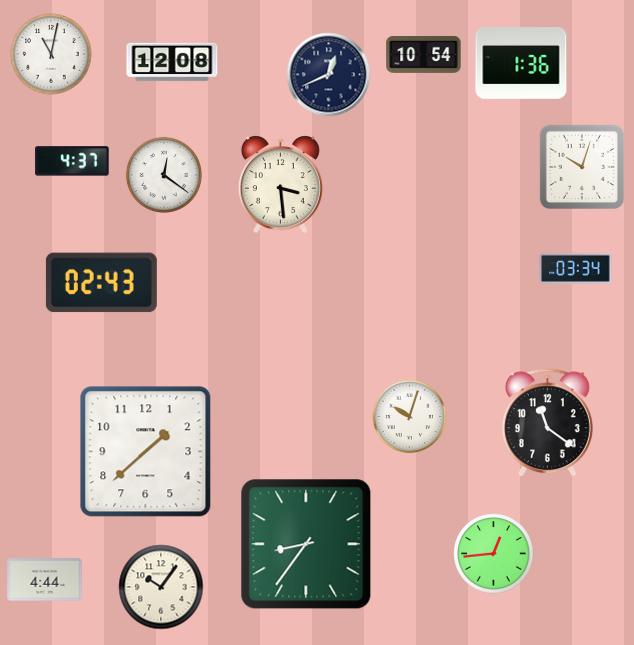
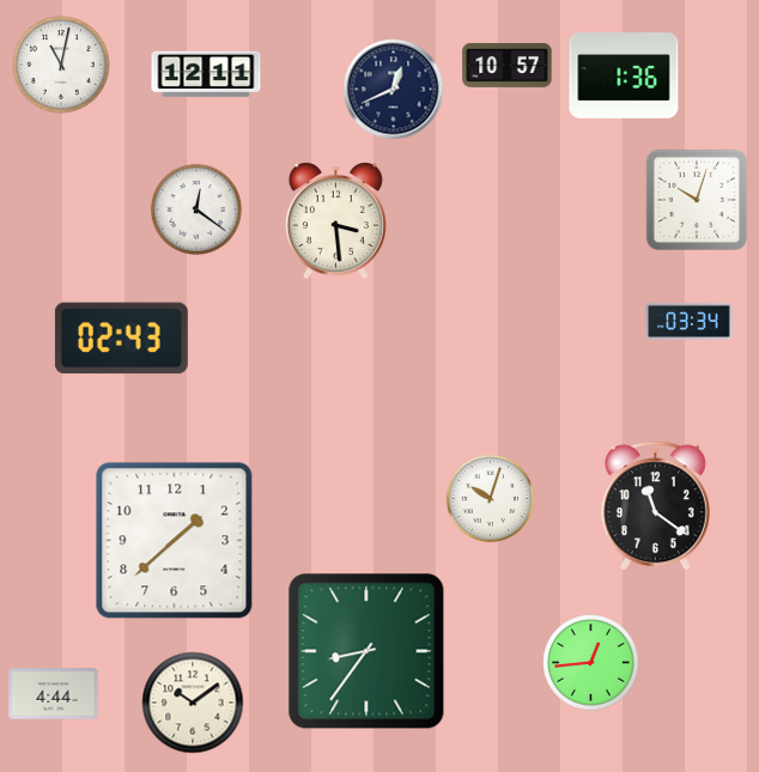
clock at (424, 54): 10:54 -> 10:57
clock at (172, 62): 12:08 -> 12:11
clock at (72, 161): 4:37 -> none
clock at (161, 587): 10:06 -> 10:09
